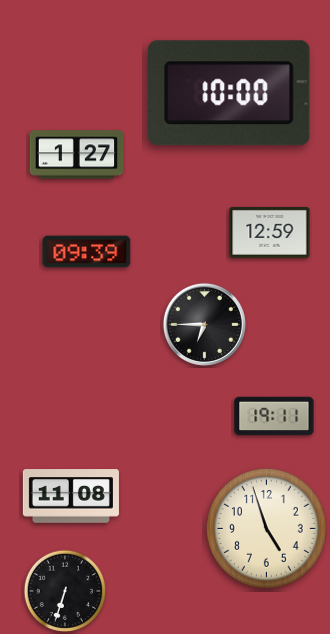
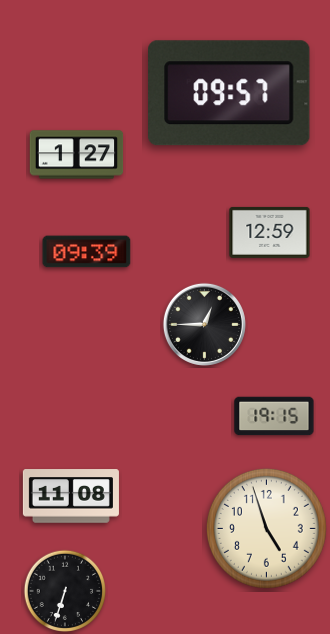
clock at (230, 93): 10:00 -> 09:57
clock at (204, 324): 6:45 -> 12:45
clock at (274, 416): 19:11 -> 19:15
